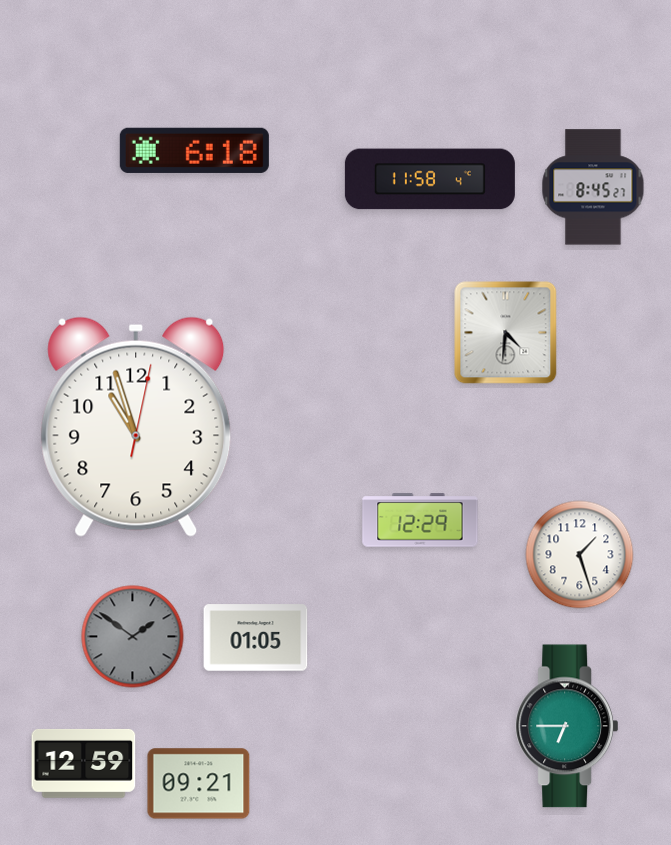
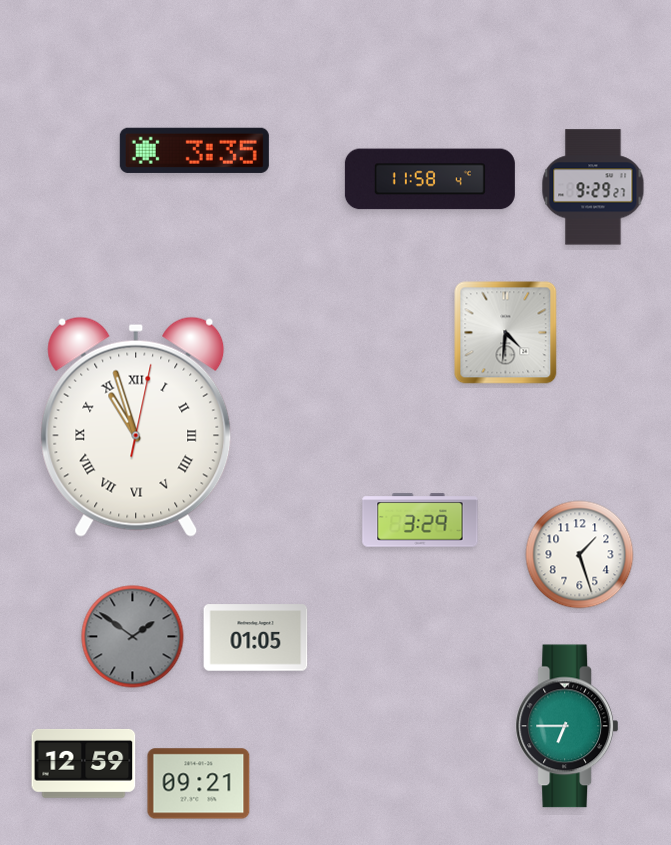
clock at (194, 150): 6:18 -> 3:35
clock at (593, 187): 8:45 -> 9:29
clock at (136, 427) numerals: Arabic -> Roman
clock at (420, 520): 12:29 -> 3:29
